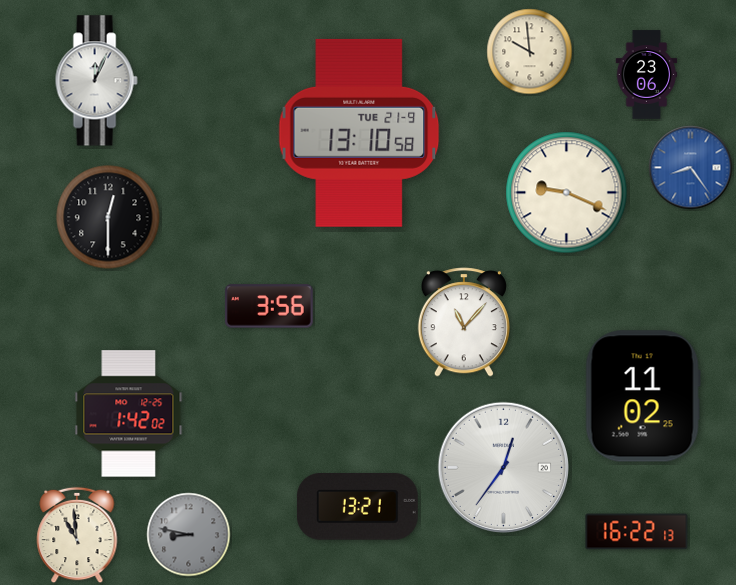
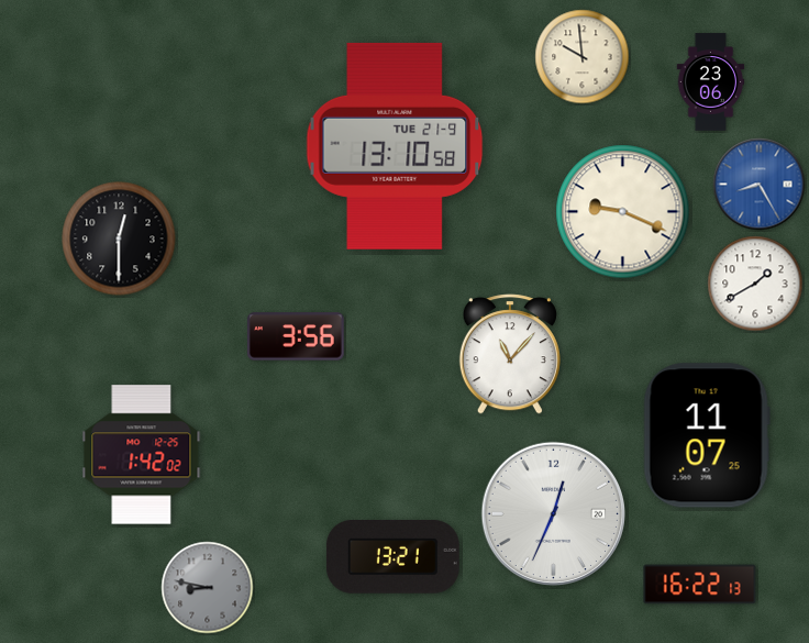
clock at (96, 81): 12:04 -> none
clock at (691, 168): 8:24 -> 8:25
clock at (755, 284): none -> 1:40
clock at (643, 396): 11:02 -> 11:07
clock at (503, 467): 12:36 -> 12:34
clock at (77, 535): 10:59 -> none
